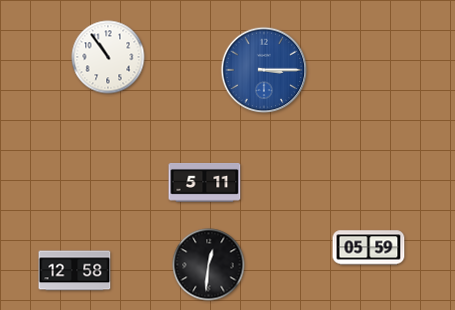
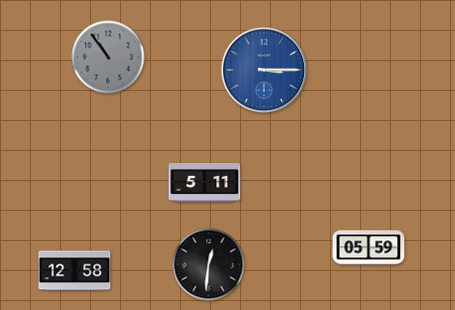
clock at (108, 57) dial: white -> grey
